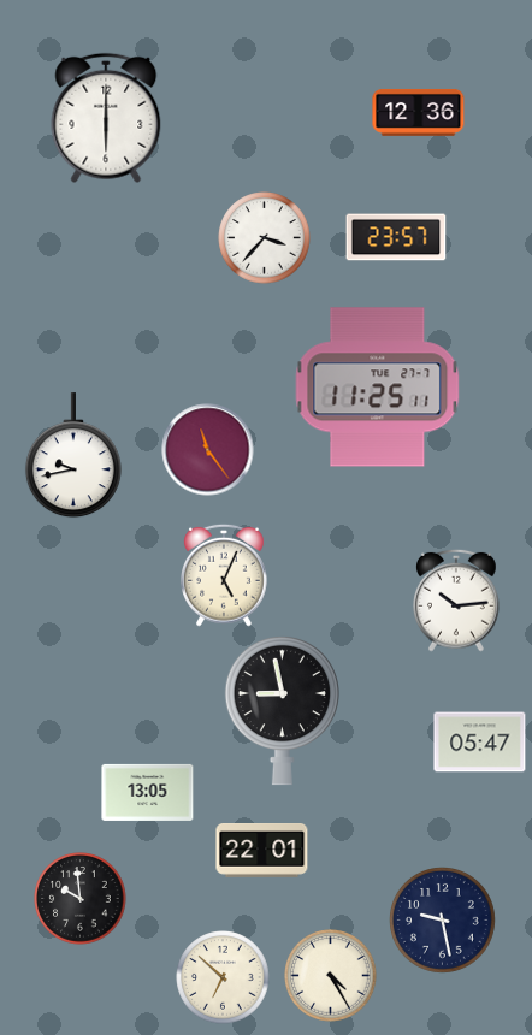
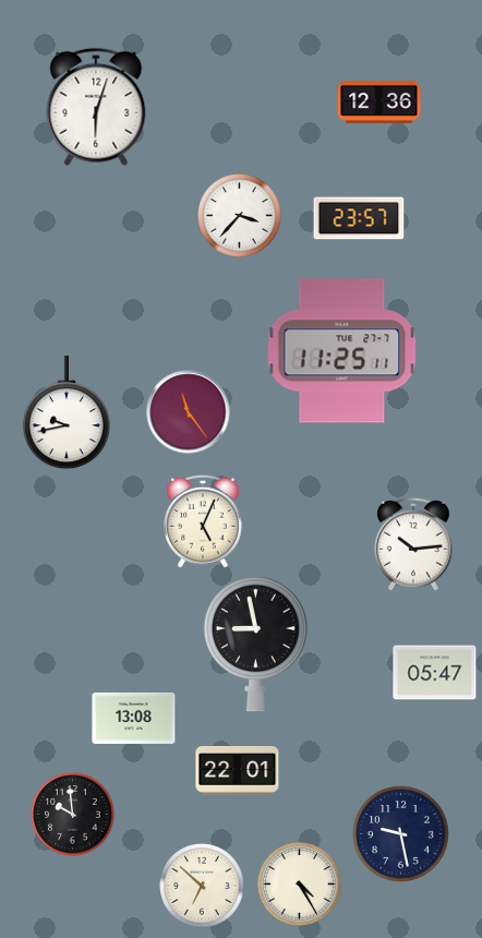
clock at (106, 118): 6:00 -> 6:03
clock at (396, 237) position: (396, 237) -> (359, 218)
clock at (208, 450) position: (208, 450) -> (189, 412)
clock at (148, 792): 13:05 -> 13:08
